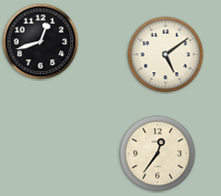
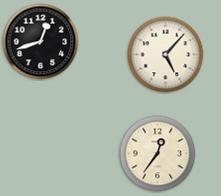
clock at (166, 55): 5:09 -> 5:07
